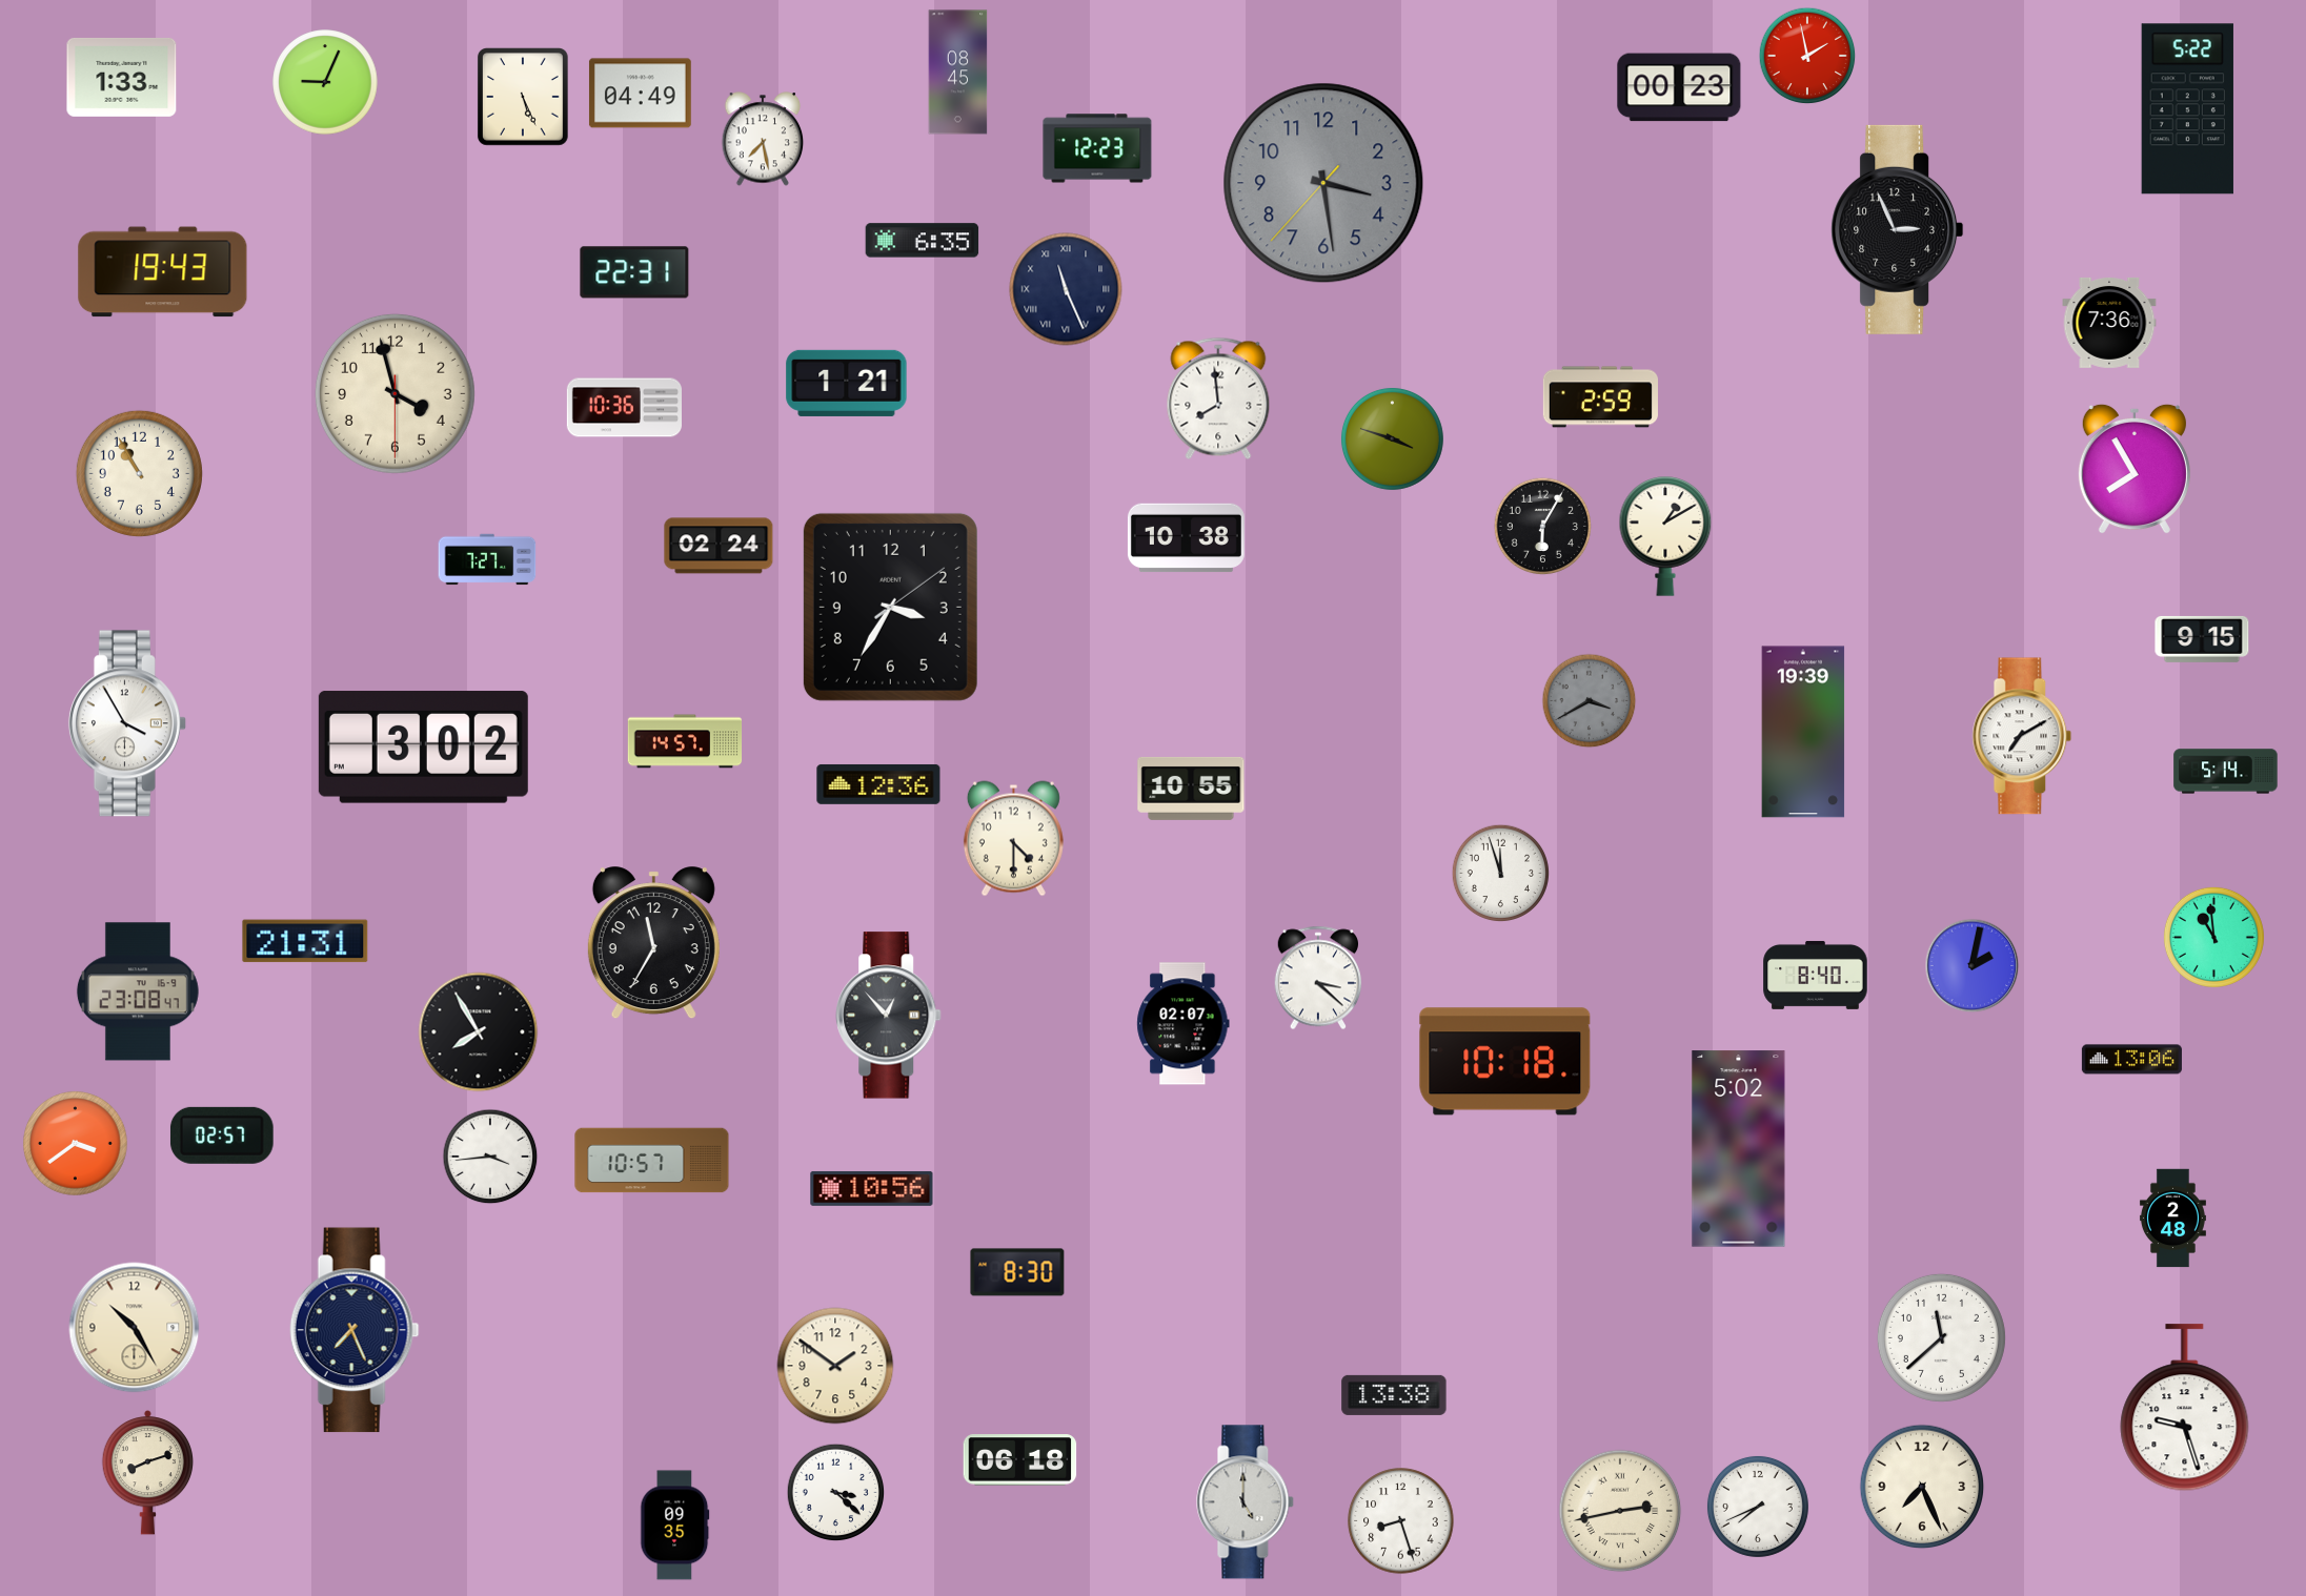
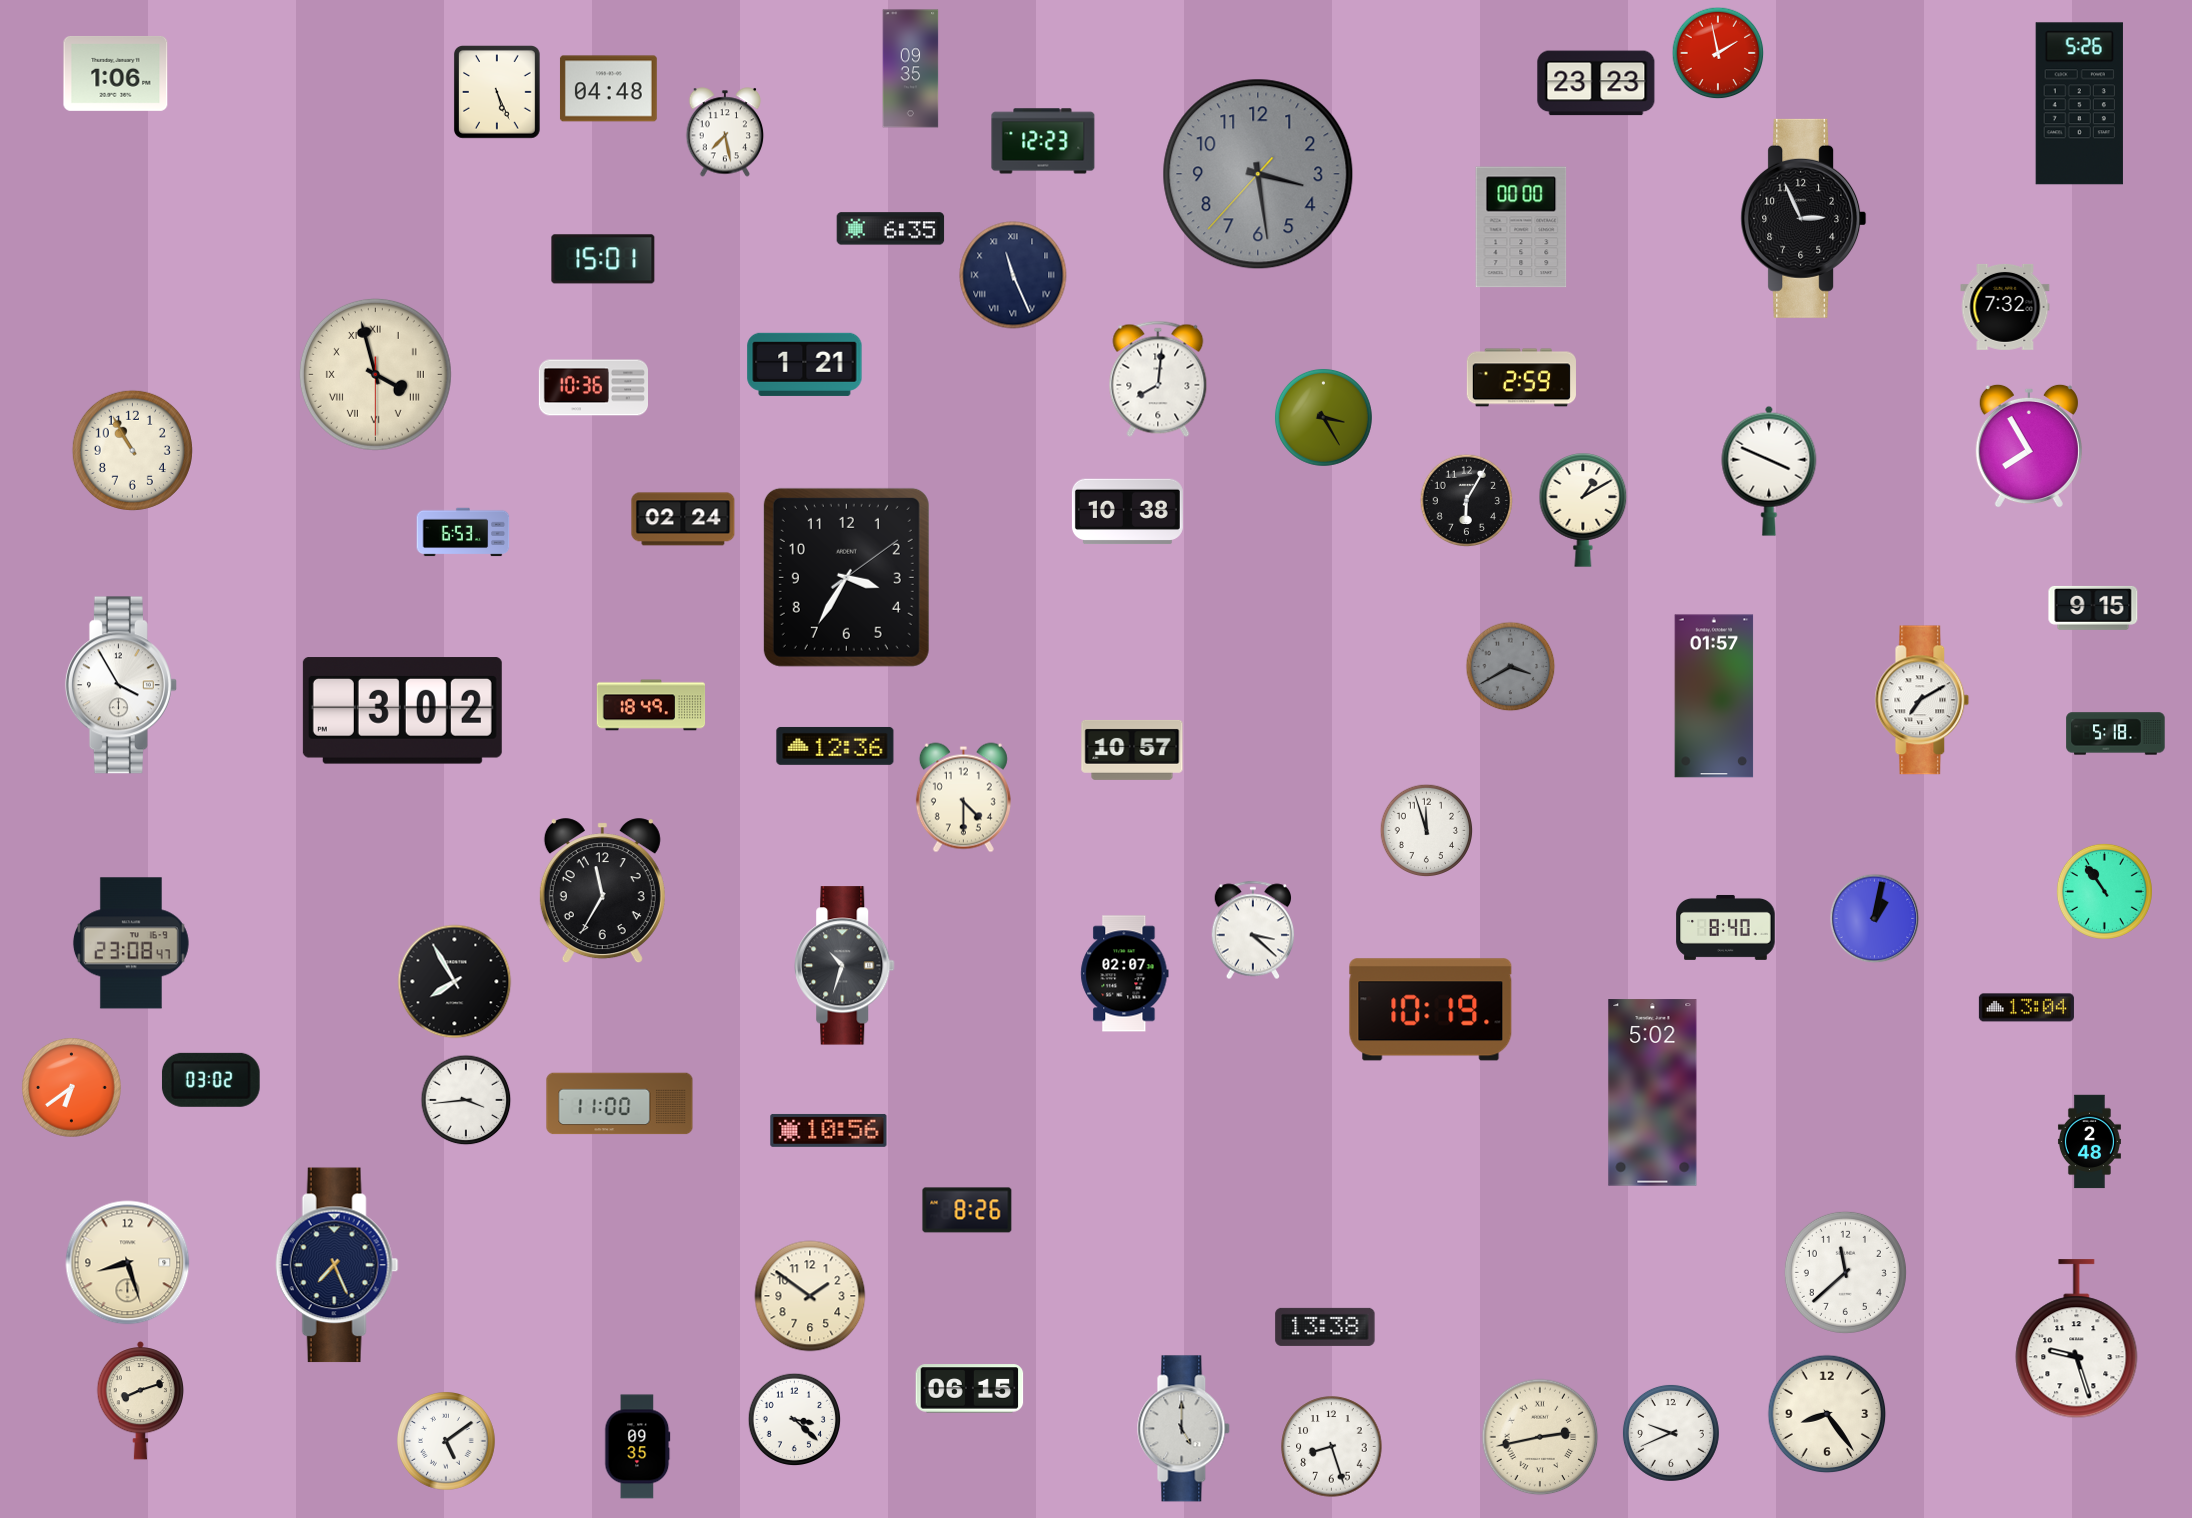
clock at (958, 73): 08:45 -> 09:35
clock at (122, 77): 1:33 -> 1:06
clock at (325, 82): 9:04 -> none
clock at (1679, 87): 00:23 -> 23:23
clock at (640, 94): 04:49 -> 04:48
clock at (2187, 109): 5:22 -> 5:26
clock at (1521, 227): none -> 00:00
clock at (923, 241) position: (923, 241) -> (891, 229)
clock at (163, 272): 19:43 -> none
clock at (634, 272): 22:31 -> 15:01
clock at (2109, 323): 7:36 -> 7:32
clock at (395, 393) numerals: Arabic -> Roman
clock at (1218, 398): 7:59 -> 8:01
clock at (1392, 438): 3:48 -> 3:25
clock at (1769, 471): none -> 3:49
clock at (487, 559): 7:27 -> 6:53
clock at (127, 723) position: (127, 723) -> (121, 685)
clock at (1803, 732): 19:39 -> 01:57
clock at (685, 741): 14:57 -> 18:49
clock at (2226, 772): 5:14 -> 5:18
clock at (1191, 789): 10:55 -> 10:57
clock at (2213, 937): 10:59 -> 10:54
clock at (305, 941): 21:31 -> none
clock at (653, 943) position: (653, 943) -> (602, 891)
clock at (1973, 966): 2:02 -> 1:02
clock at (889, 1016): 12:53 -> 10:33
clock at (2131, 1060): 13:06 -> 13:04
clock at (1505, 1062): 10:18 -> 10:19
clock at (222, 1135): 02:57 -> 03:02
clock at (76, 1144): 3:39 -> 6:39
clock at (652, 1161): 10:57 -> 11:00
clock at (2172, 1219) position: (2172, 1219) -> (2089, 1142)
clock at (1017, 1272): 8:30 -> 8:26
clock at (135, 1328): 10:25 -> 8:27
clock at (835, 1366) position: (835, 1366) -> (810, 1296)
clock at (1020, 1460): 06:18 -> 06:15
clock at (1922, 1487): 7:26 -> 8:24
clock at (1758, 1507): 7:41 -> 9:41
clock at (447, 1442): none -> 5:09
clock at (675, 1526) position: (675, 1526) -> (638, 1447)
